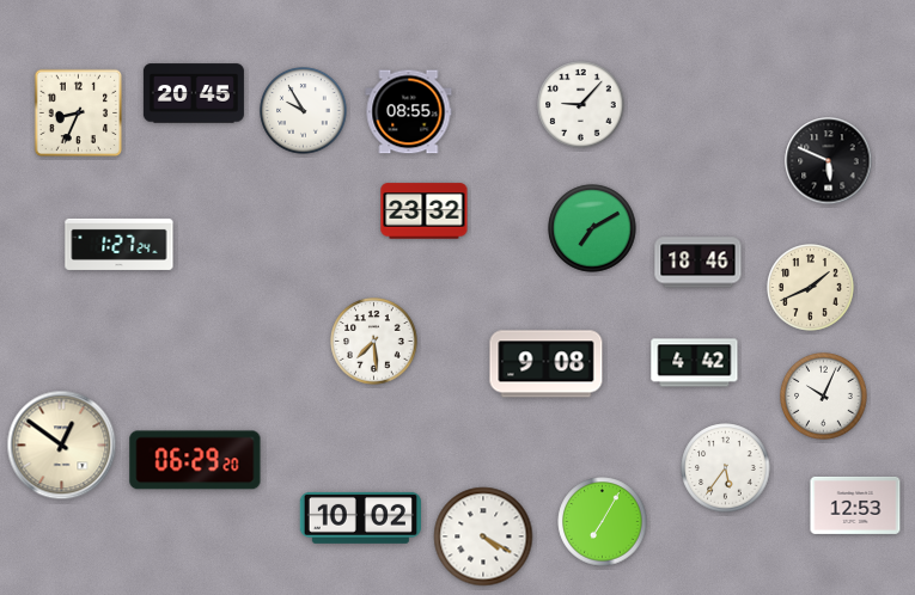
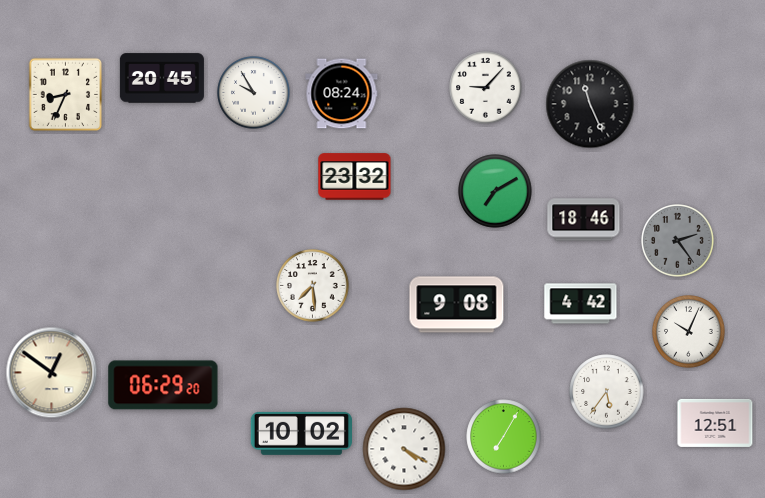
clock at (409, 112): 08:55 -> 08:24
clock at (590, 104): none -> 11:26
clock at (829, 161): 5:49 -> none
clock at (120, 244): 1:27 -> none
clock at (811, 288): 1:41 -> 2:24
clock at (811, 288) dial: cream -> grey
clock at (855, 505): 12:53 -> 12:51
